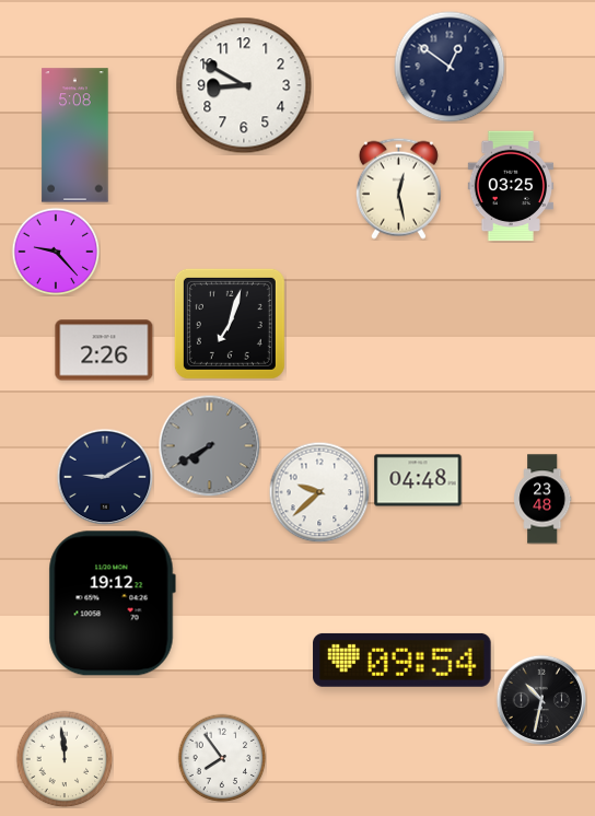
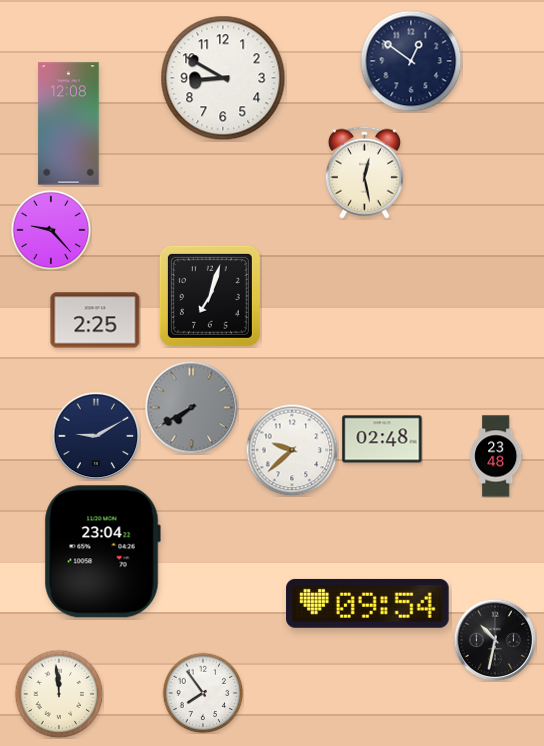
clock at (75, 136): 5:08 -> 12:08
clock at (510, 186): 03:25 -> none
clock at (104, 350): 2:26 -> 2:25
clock at (418, 480): 04:48 -> 02:48
clock at (112, 604): 19:12 -> 23:04
